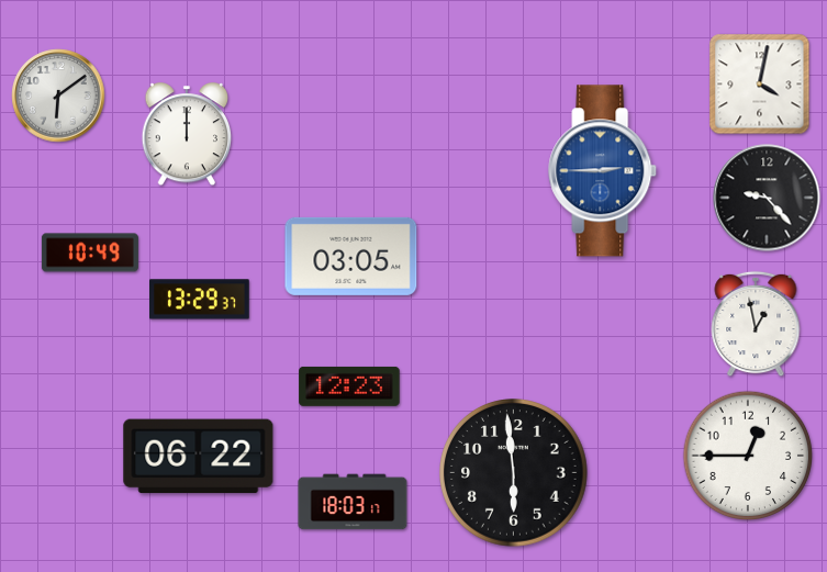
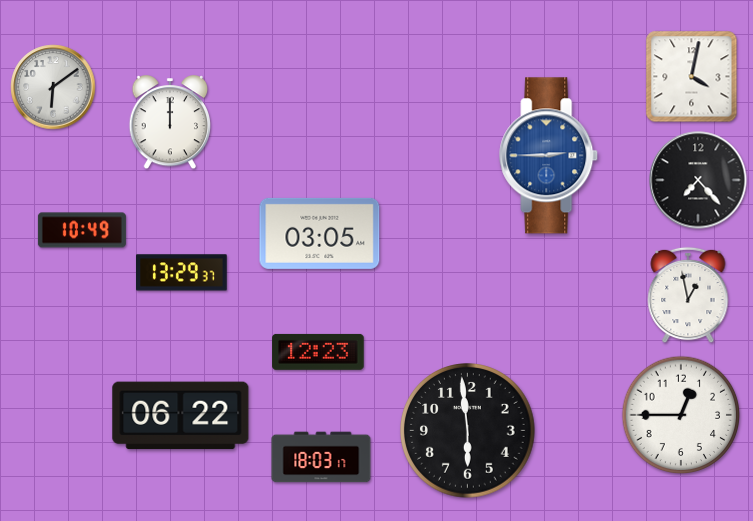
clock at (767, 198): 9:23 -> 7:23
